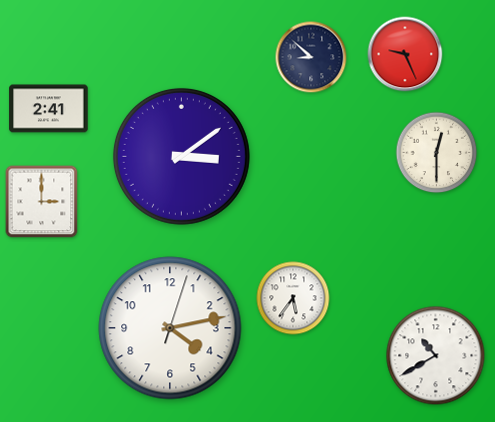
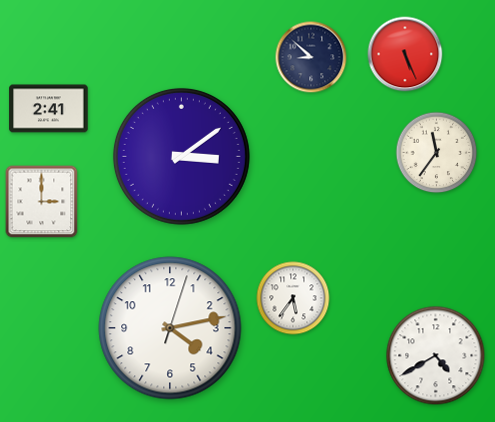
clock at (405, 54): 9:26 -> 5:26
clock at (437, 153): 12:30 -> 11:36
clock at (436, 356): 10:40 -> 4:40
